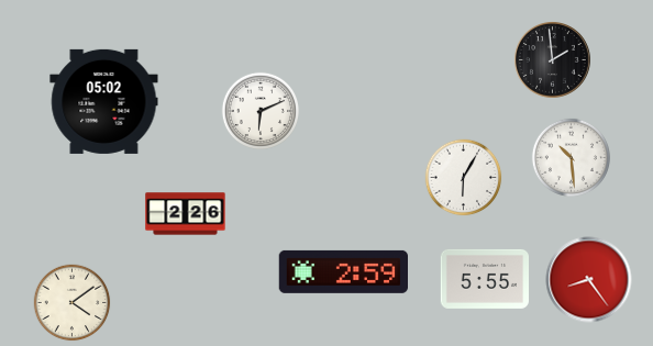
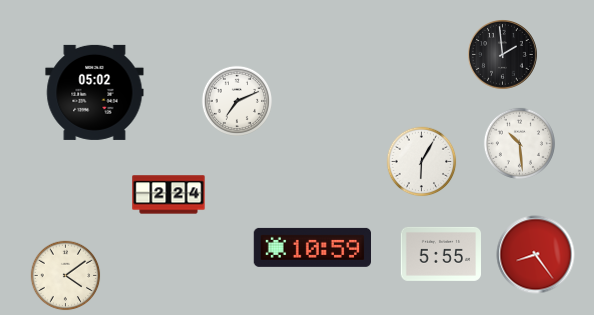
clock at (261, 111): 6:11 -> 7:11
clock at (186, 214): 2:26 -> 2:24
clock at (344, 271): 2:59 -> 10:59
